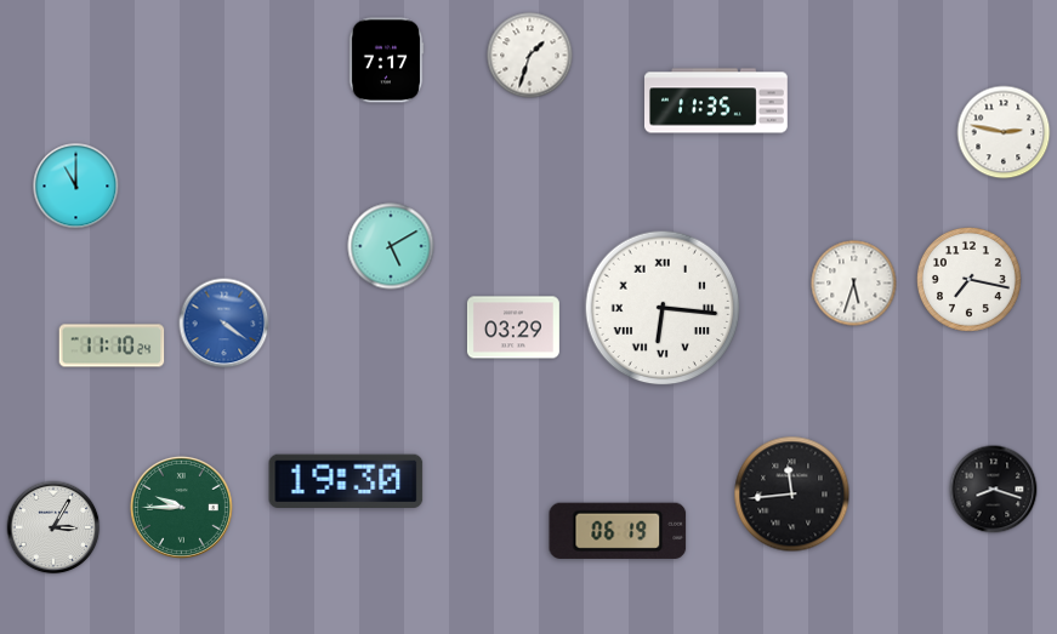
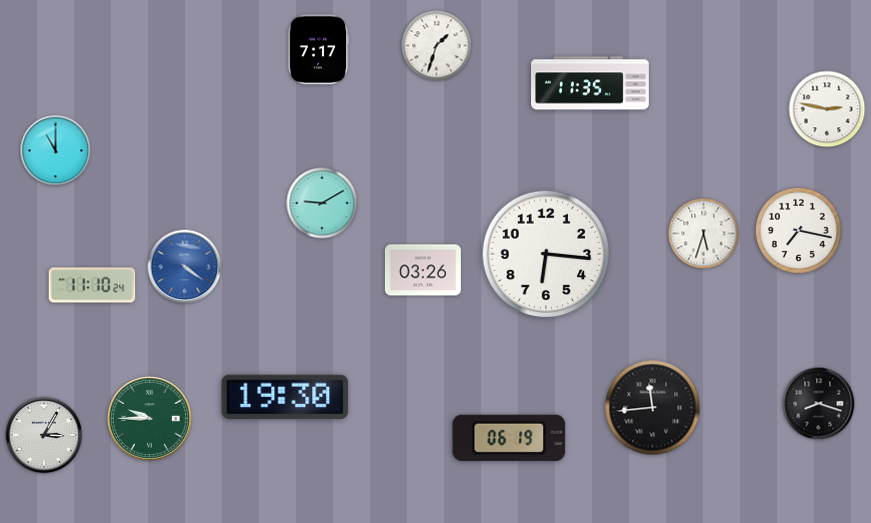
clock at (76, 187) position: (76, 187) -> (56, 151)
clock at (391, 246): 5:10 -> 9:10
clock at (663, 308) numerals: Roman -> Arabic
clock at (513, 327): 03:29 -> 03:26
